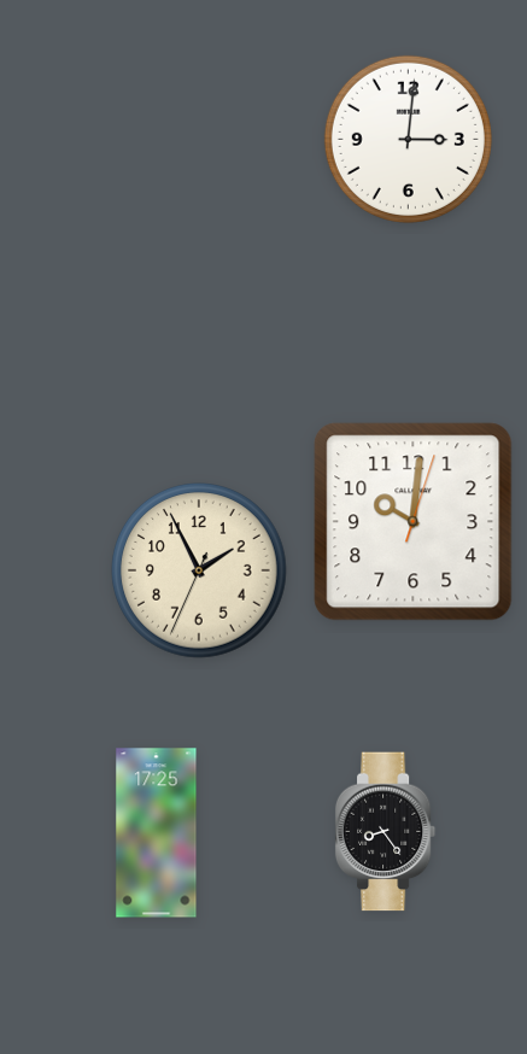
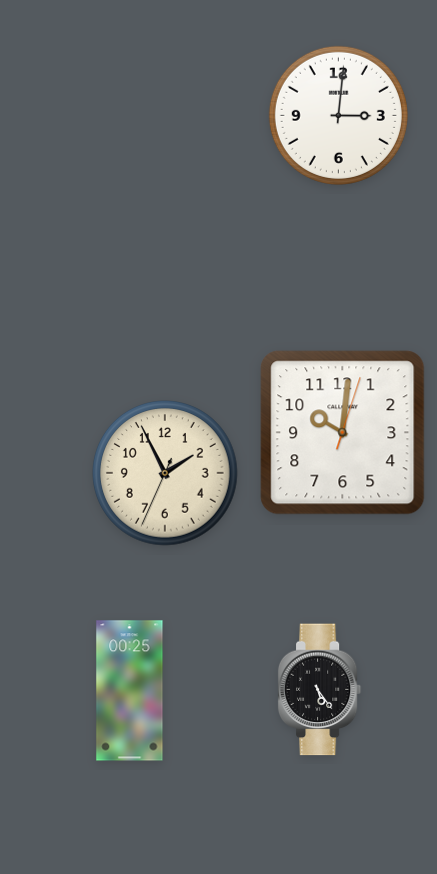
clock at (386, 832): 8:24 -> 5:24
clock at (157, 833): 17:25 -> 00:25
